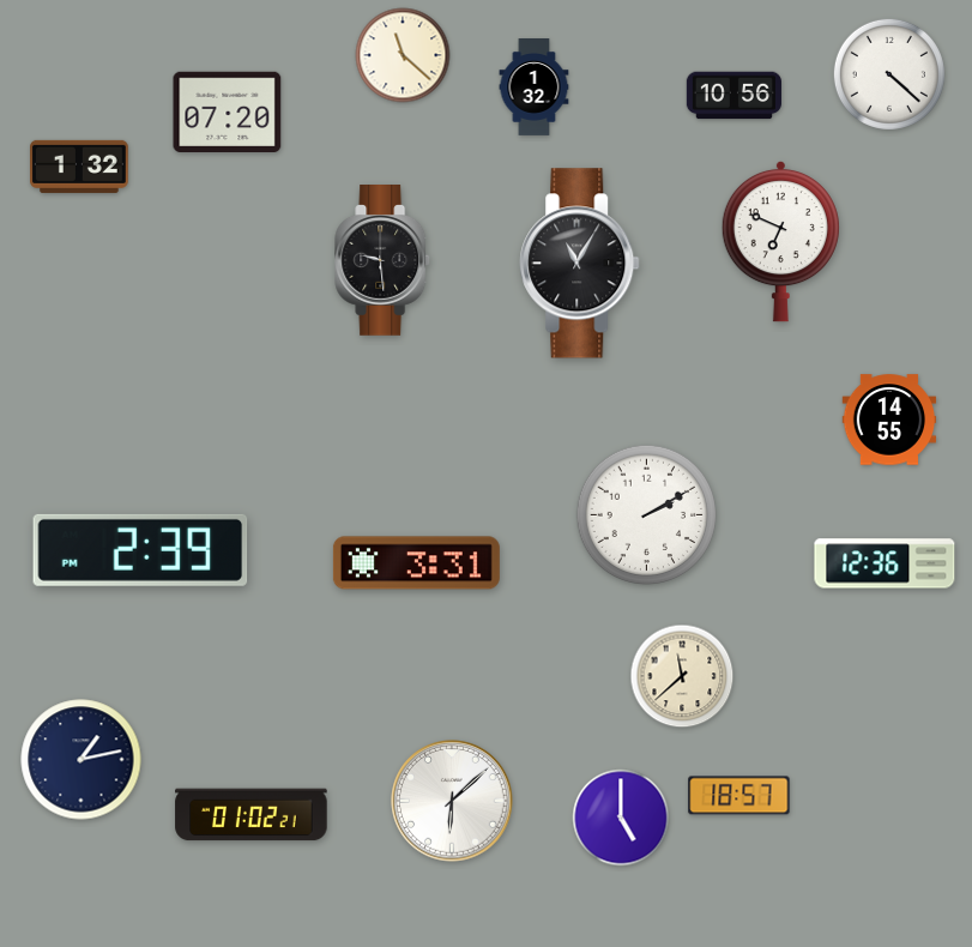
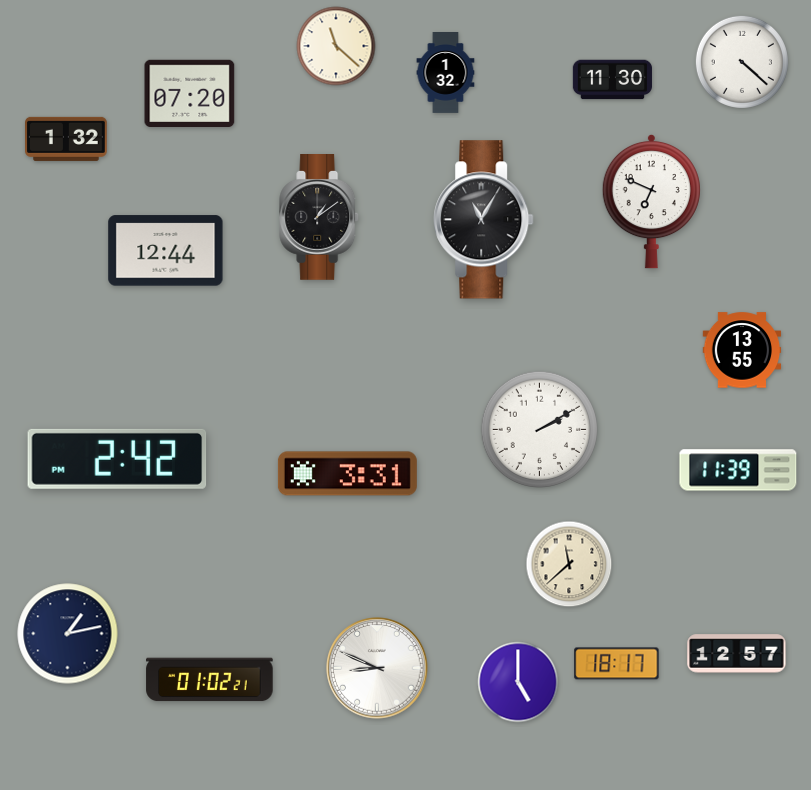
clock at (733, 96): 10:56 -> 11:30
clock at (384, 261): 9:29 -> 1:09
clock at (166, 251): none -> 12:44
clock at (889, 420): 14:55 -> 13:55
clock at (140, 550): 2:39 -> 2:42
clock at (416, 563) position: (416, 563) -> (347, 474)
clock at (885, 563): 12:36 -> 11:39
clock at (737, 654): none -> 12:57
clock at (739, 796): 18:57 -> 18:17
clock at (452, 801): 6:08 -> 8:49
